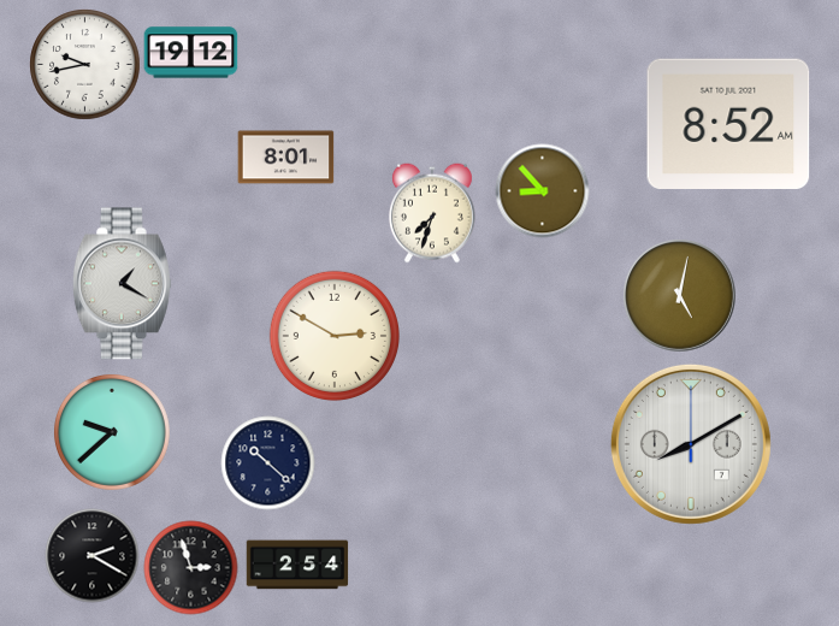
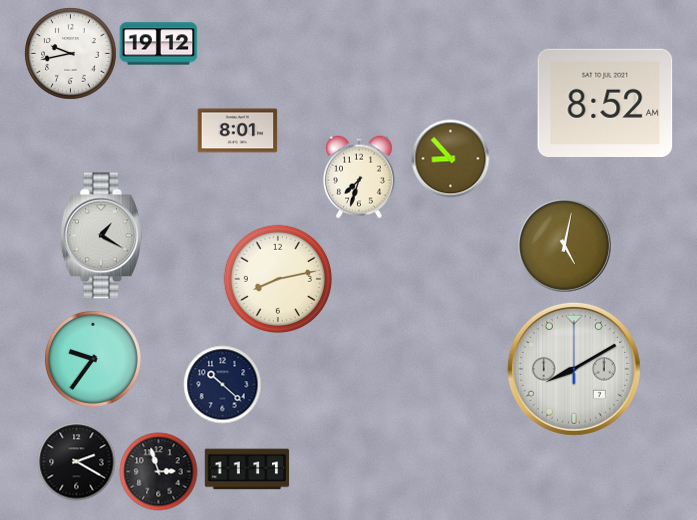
clock at (335, 336): 2:50 -> 8:13
clock at (112, 432): 9:38 -> 9:36
clock at (297, 565): 2:54 -> 11:11
